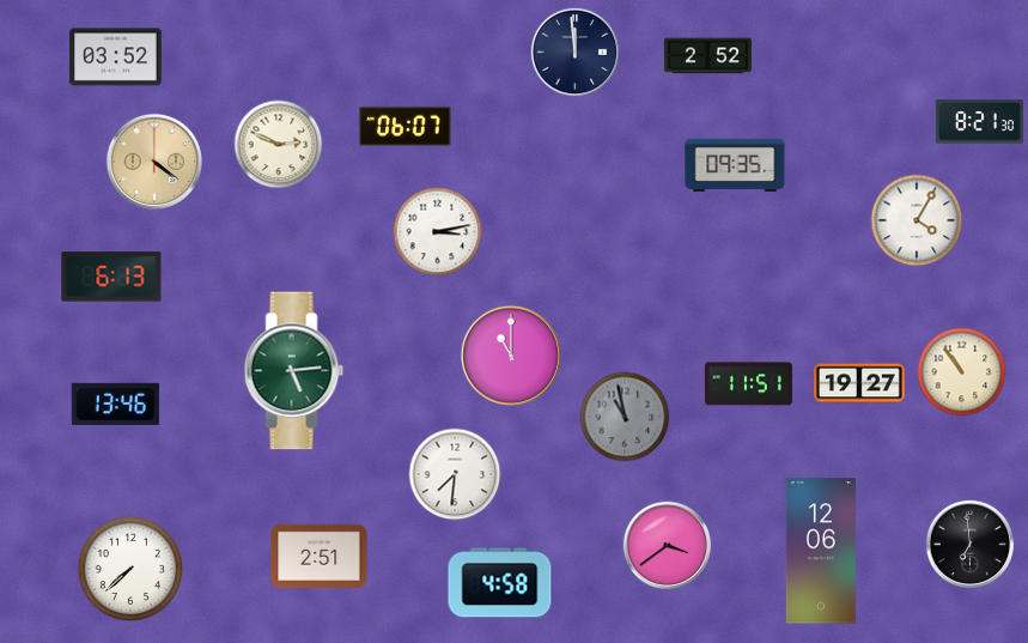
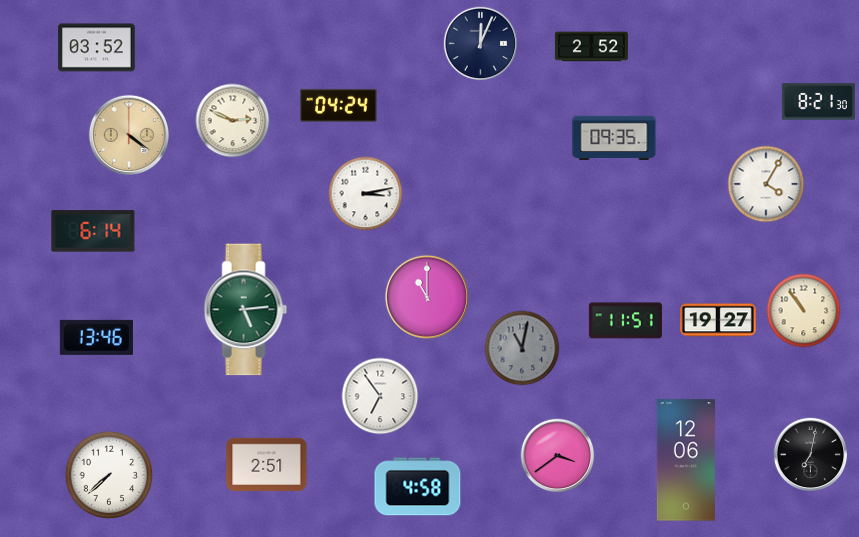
clock at (576, 53): 11:59 -> 12:04
clock at (406, 126): 06:07 -> 04:24
clock at (111, 277): 6:13 -> 6:14
clock at (625, 417): 10:58 -> 11:02
clock at (455, 474): 7:31 -> 6:54
clock at (971, 545): 6:59 -> 7:02
